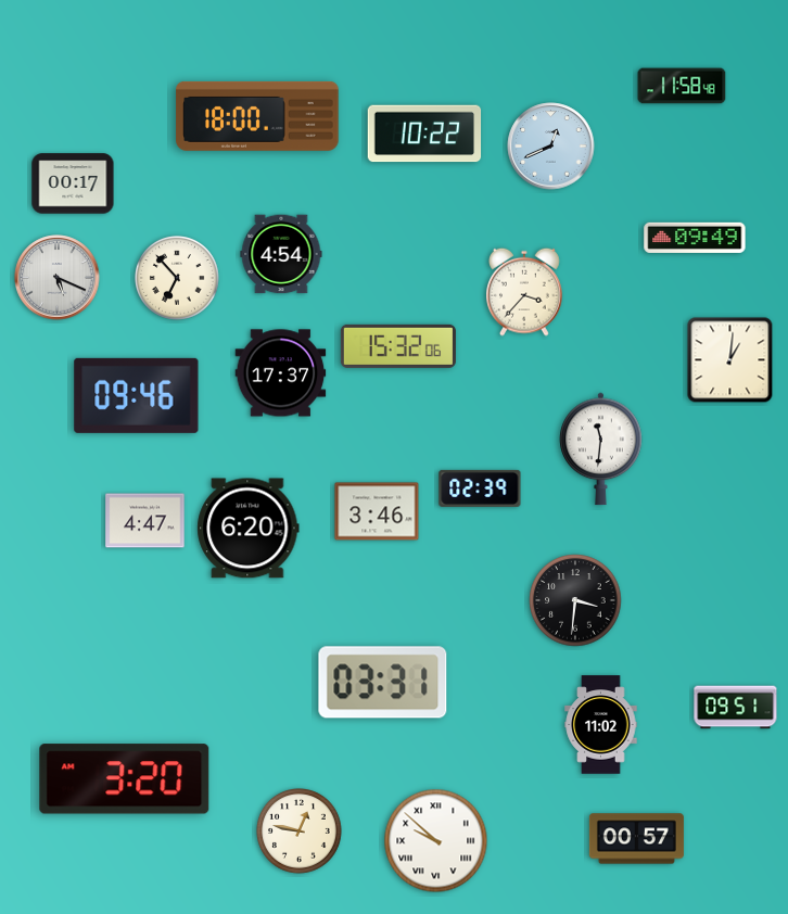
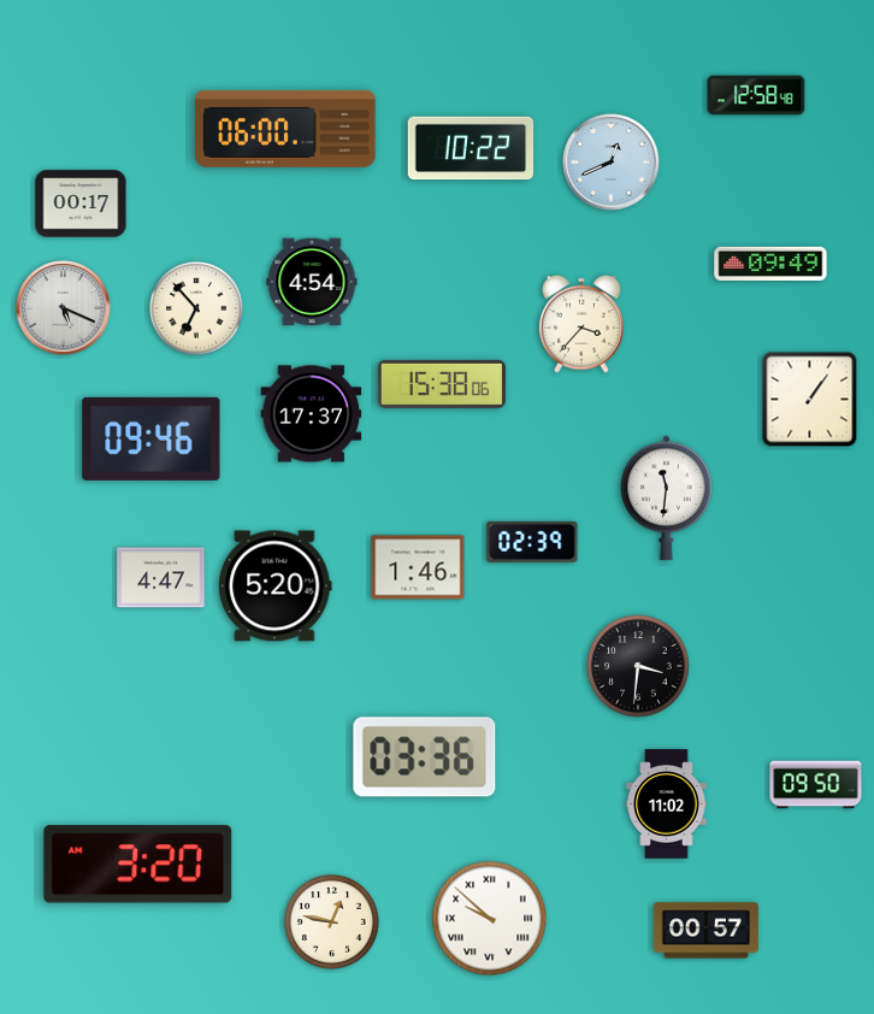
clock at (682, 86): 11:58 -> 12:58
clock at (257, 116): 18:00 -> 06:00
clock at (398, 346): 15:32 -> 15:38
clock at (730, 360): 1:01 -> 1:06
clock at (377, 511): 3:46 -> 1:46
clock at (249, 529): 6:20 -> 5:20
clock at (383, 683): 03:31 -> 03:36
clock at (736, 708): 09:51 -> 09:50
clock at (436, 841) position: (436, 841) -> (490, 919)
